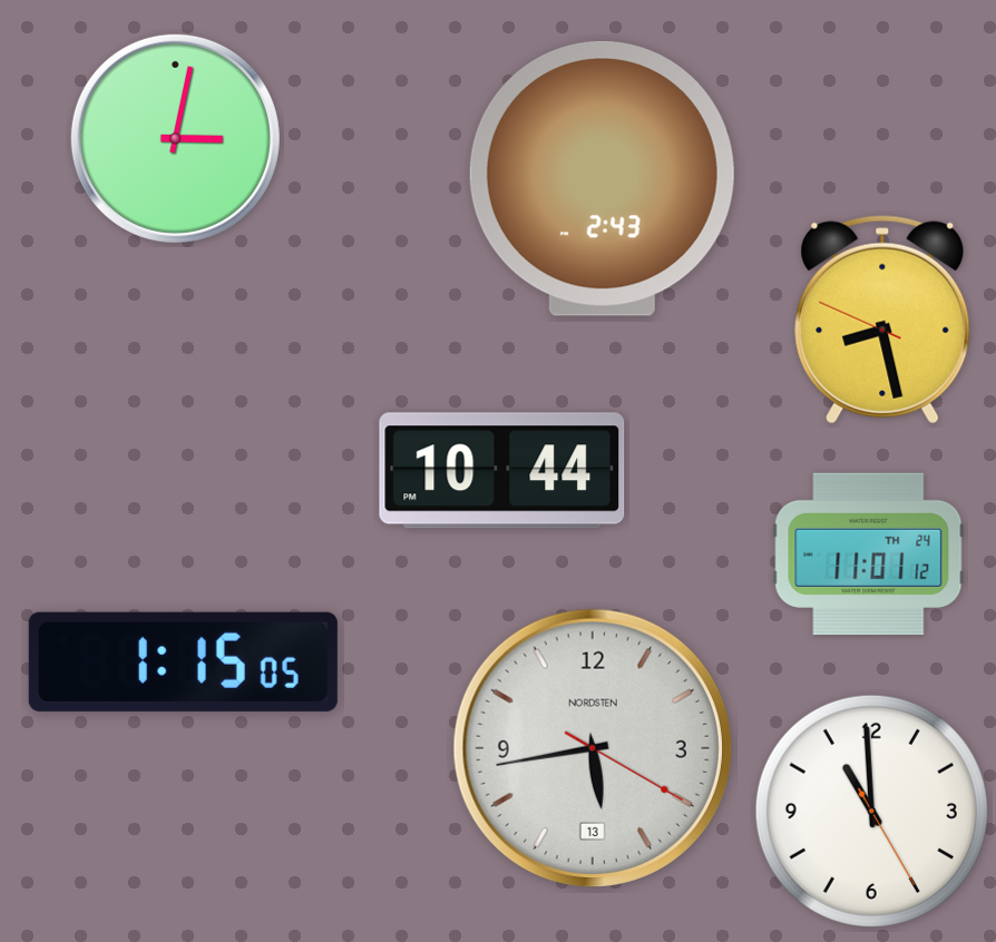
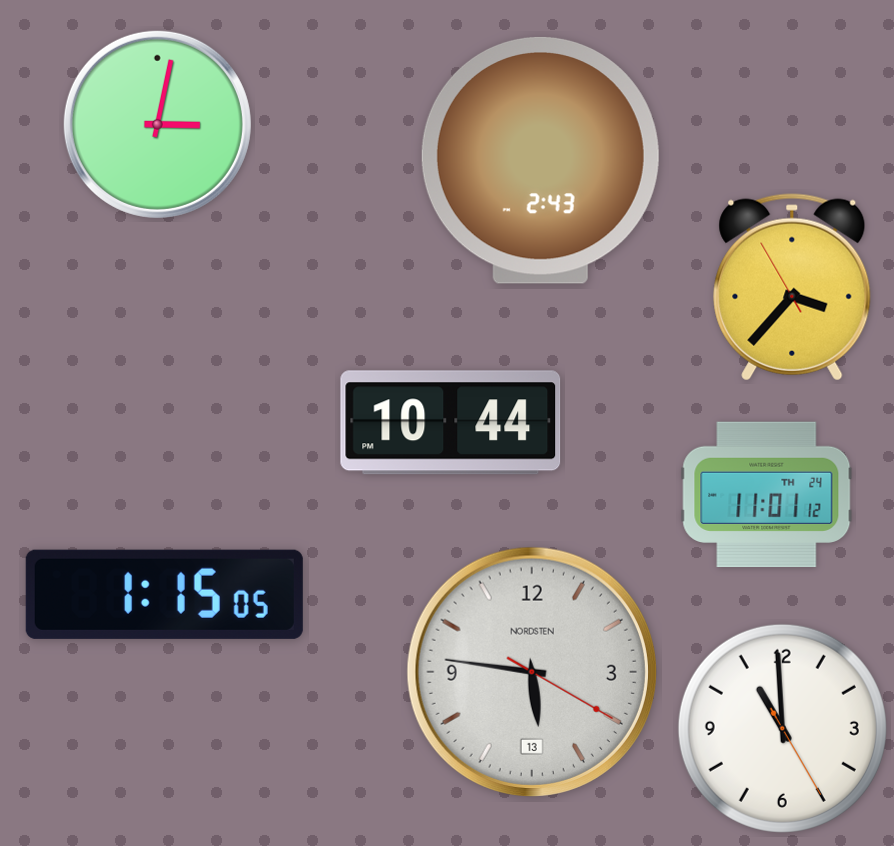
clock at (882, 320): 8:27 -> 3:36
clock at (869, 555) position: (869, 555) -> (767, 495)
clock at (593, 748): 5:43 -> 5:46
